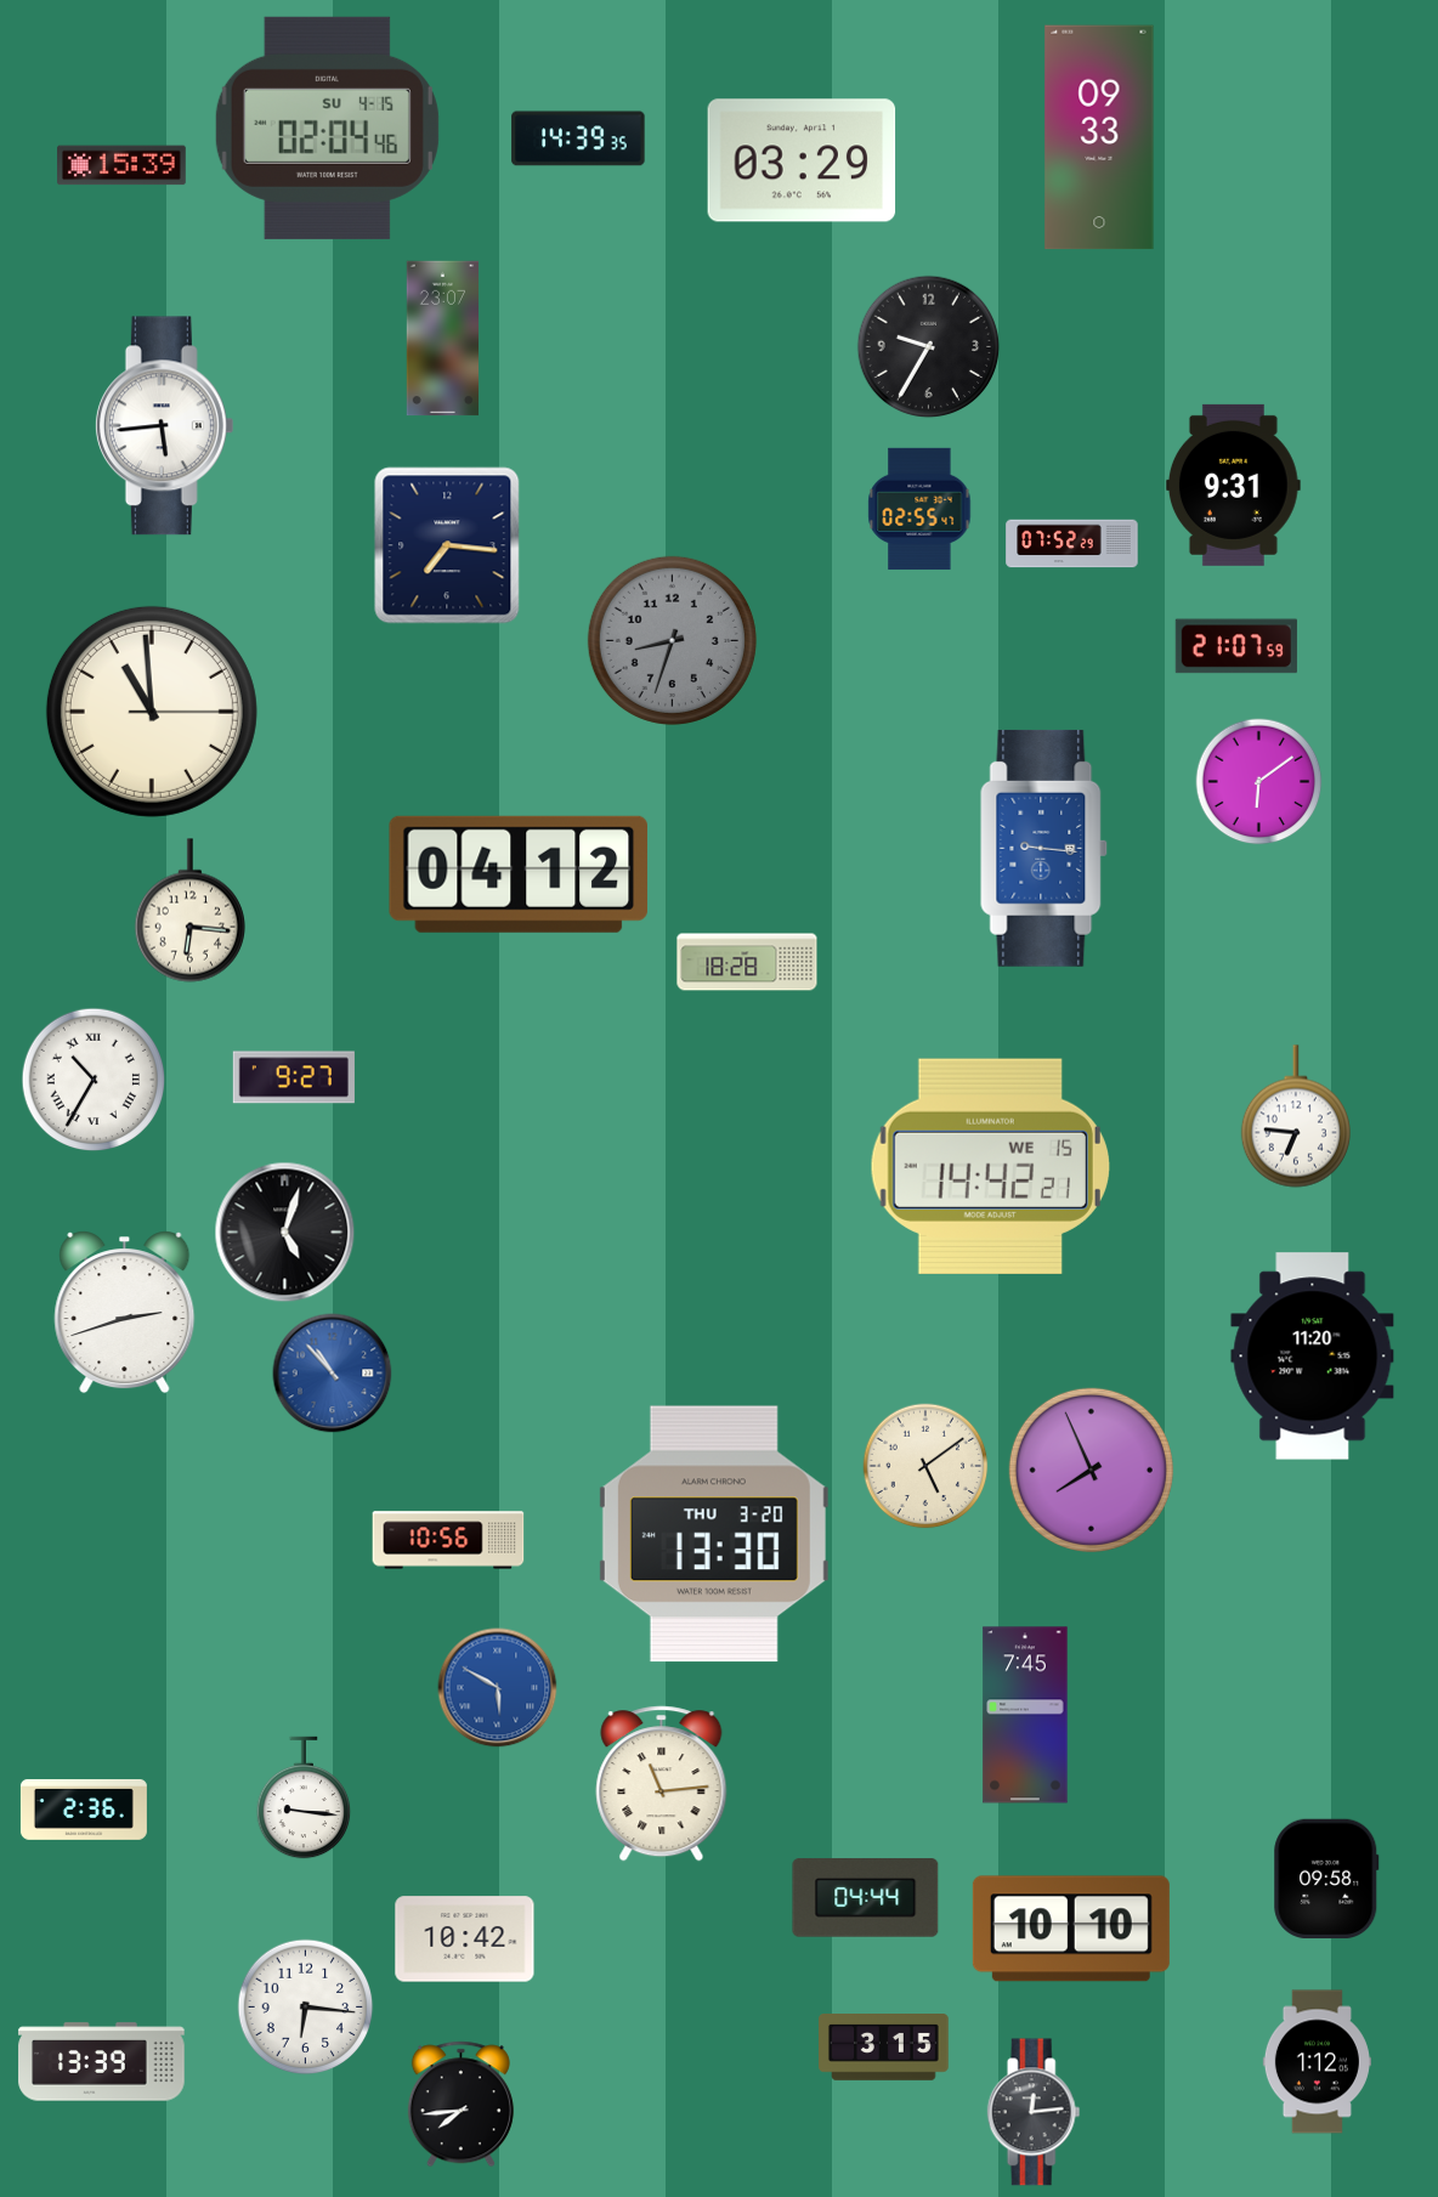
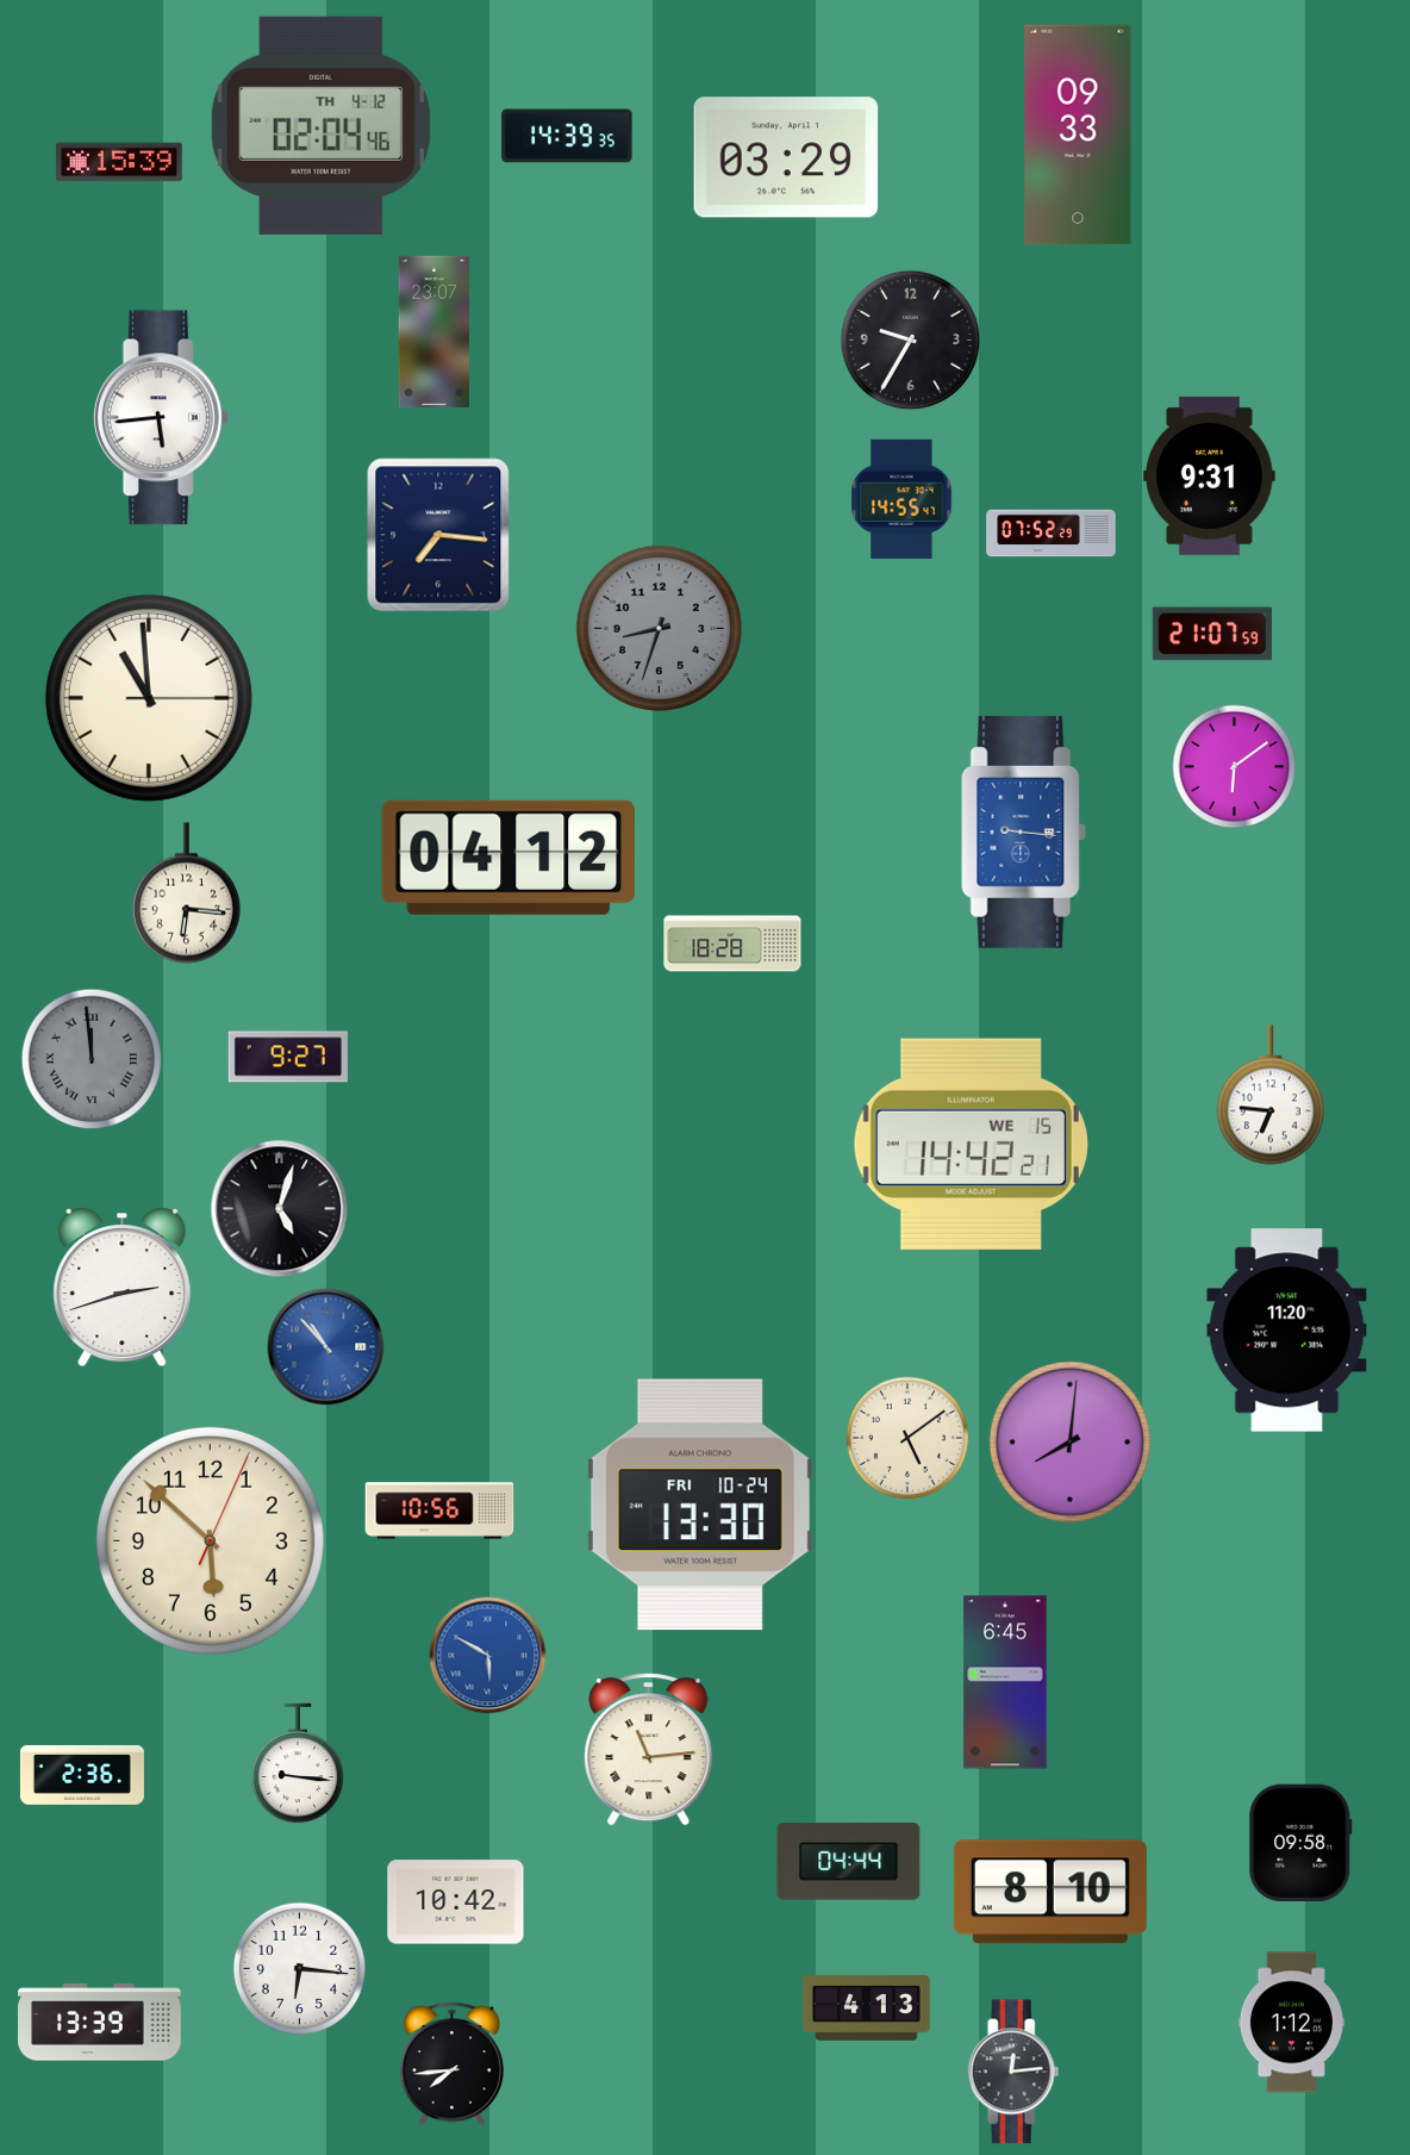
clock at (327, 128) date: SU 4-15 -> TH 4-12
clock at (919, 509): 02:55 -> 14:55
clock at (94, 1080): 10:35 -> 11:59
clock at (94, 1080) dial: white -> grey
clock at (1091, 1470): 7:56 -> 8:01
clock at (714, 1534) date: THU 3-20 -> FRI 10-24
clock at (210, 1540): none -> 5:52
clock at (1025, 1715): 7:45 -> 6:45
clock at (1071, 1929): 10:10 -> 8:10
clock at (884, 2048): 3:15 -> 4:13
